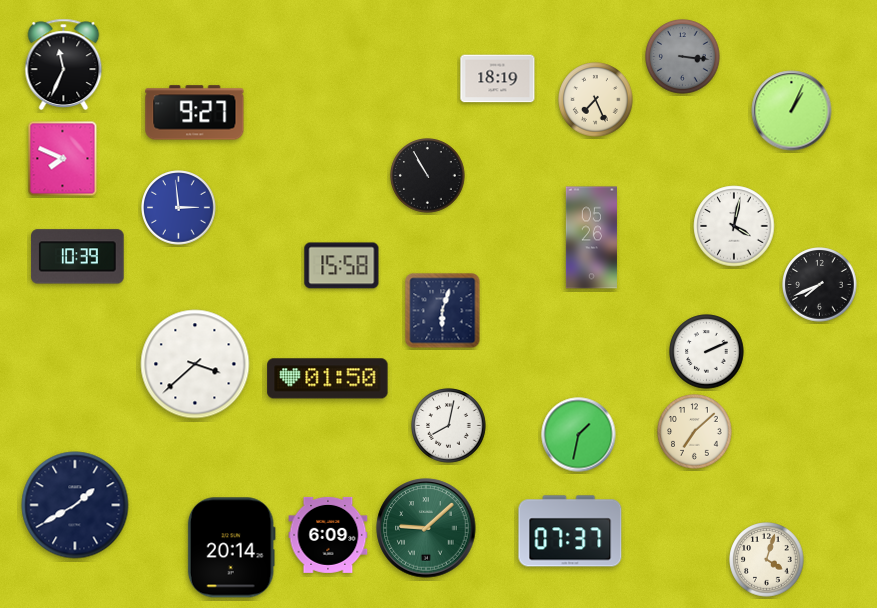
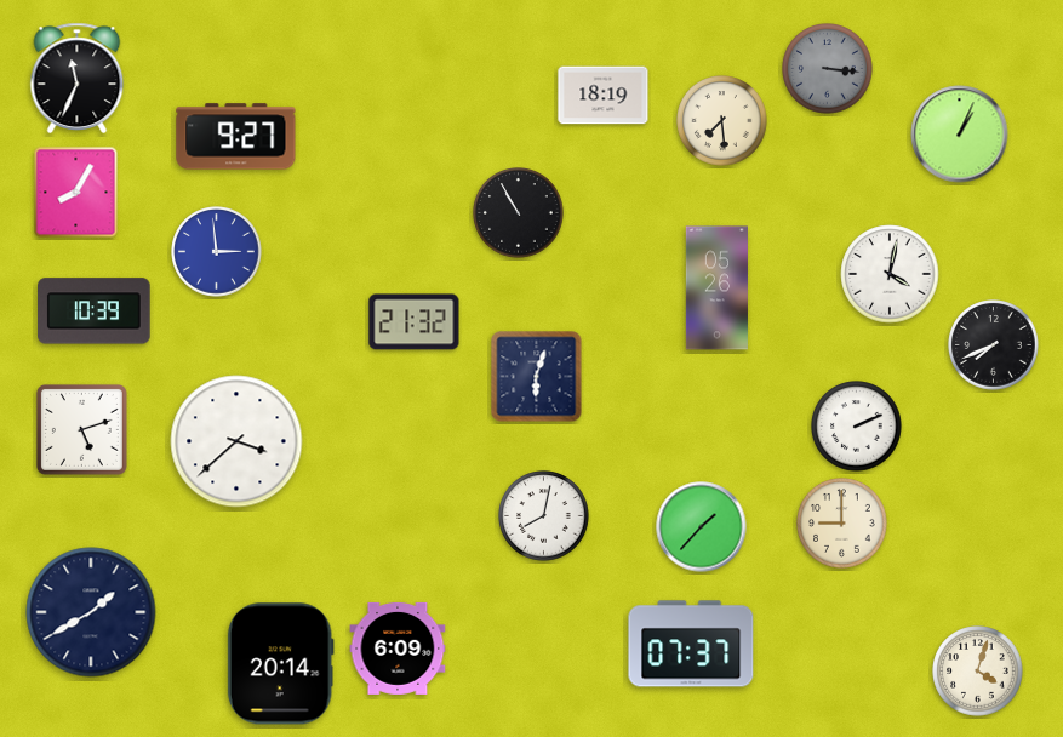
clock at (596, 100): 7:26 -> 7:29
clock at (63, 159): 7:49 -> 8:05
clock at (342, 266): 15:58 -> 21:32
clock at (81, 429): none -> 5:12
clock at (328, 379): 01:50 -> none
clock at (695, 432): 7:08 -> 9:00
clock at (579, 435): 1:32 -> 1:37
clock at (426, 528): 9:08 -> none
clock at (767, 560) position: (767, 560) -> (978, 672)
